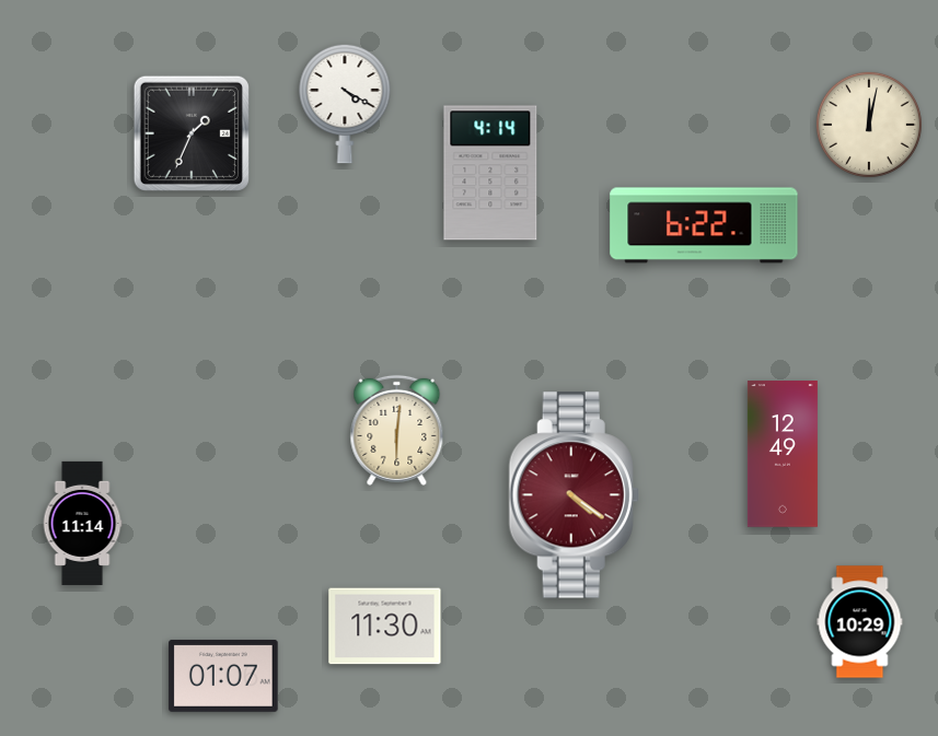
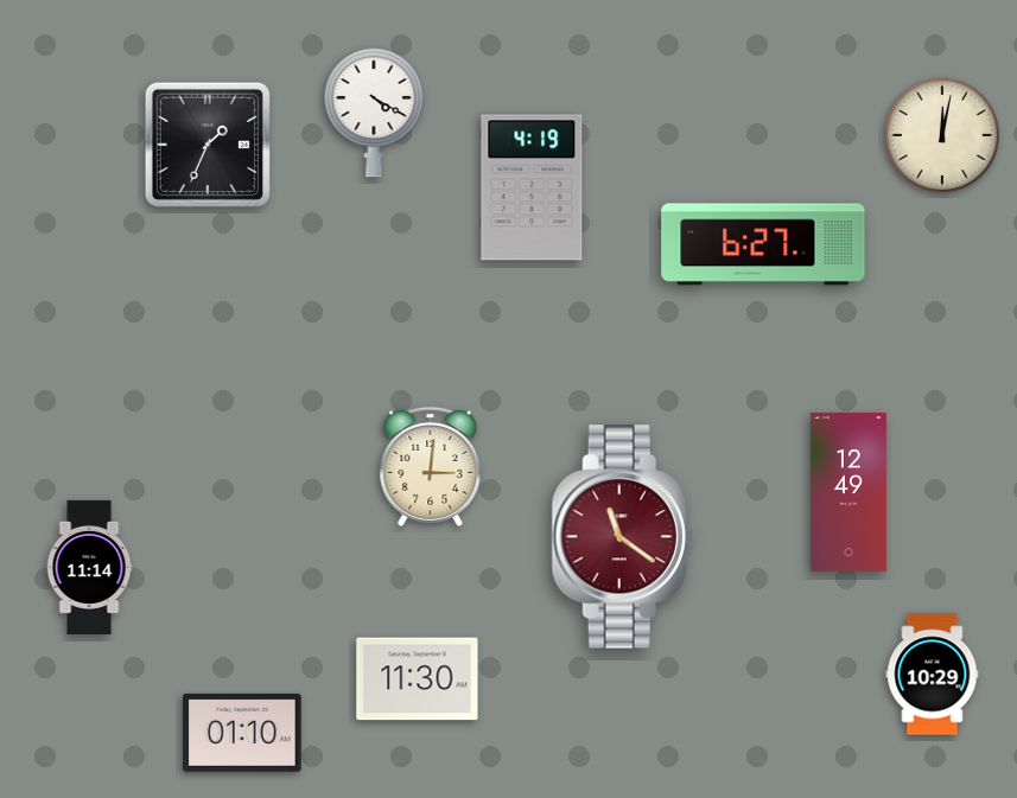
clock at (490, 173): 4:14 -> 4:19
clock at (704, 225): 6:22 -> 6:27
clock at (397, 430): 6:01 -> 3:01
clock at (574, 495): 4:21 -> 11:21
clock at (223, 676): 01:07 -> 01:10
